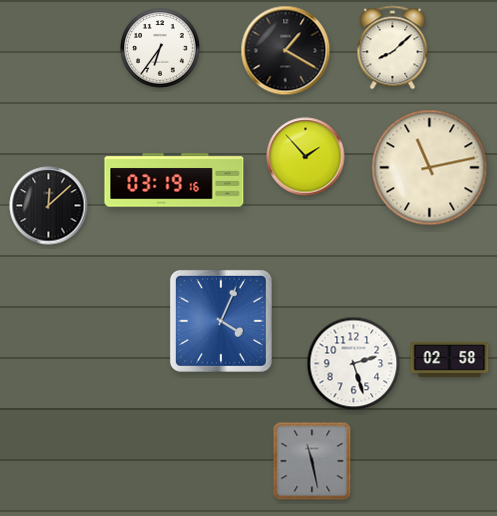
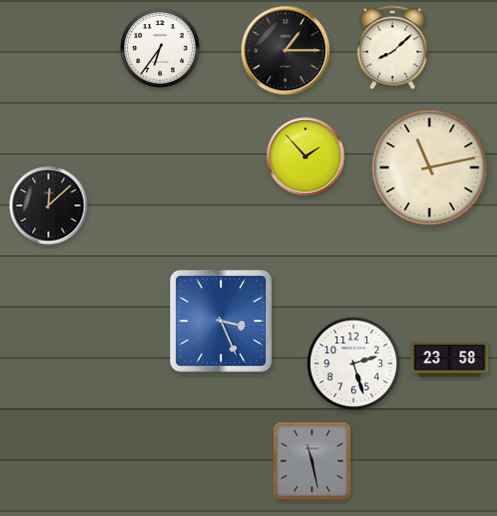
clock at (286, 51): 1:20 -> 1:15
clock at (174, 180): 03:19 -> none
clock at (221, 321): 4:04 -> 3:26
clock at (450, 359): 02:58 -> 23:58
